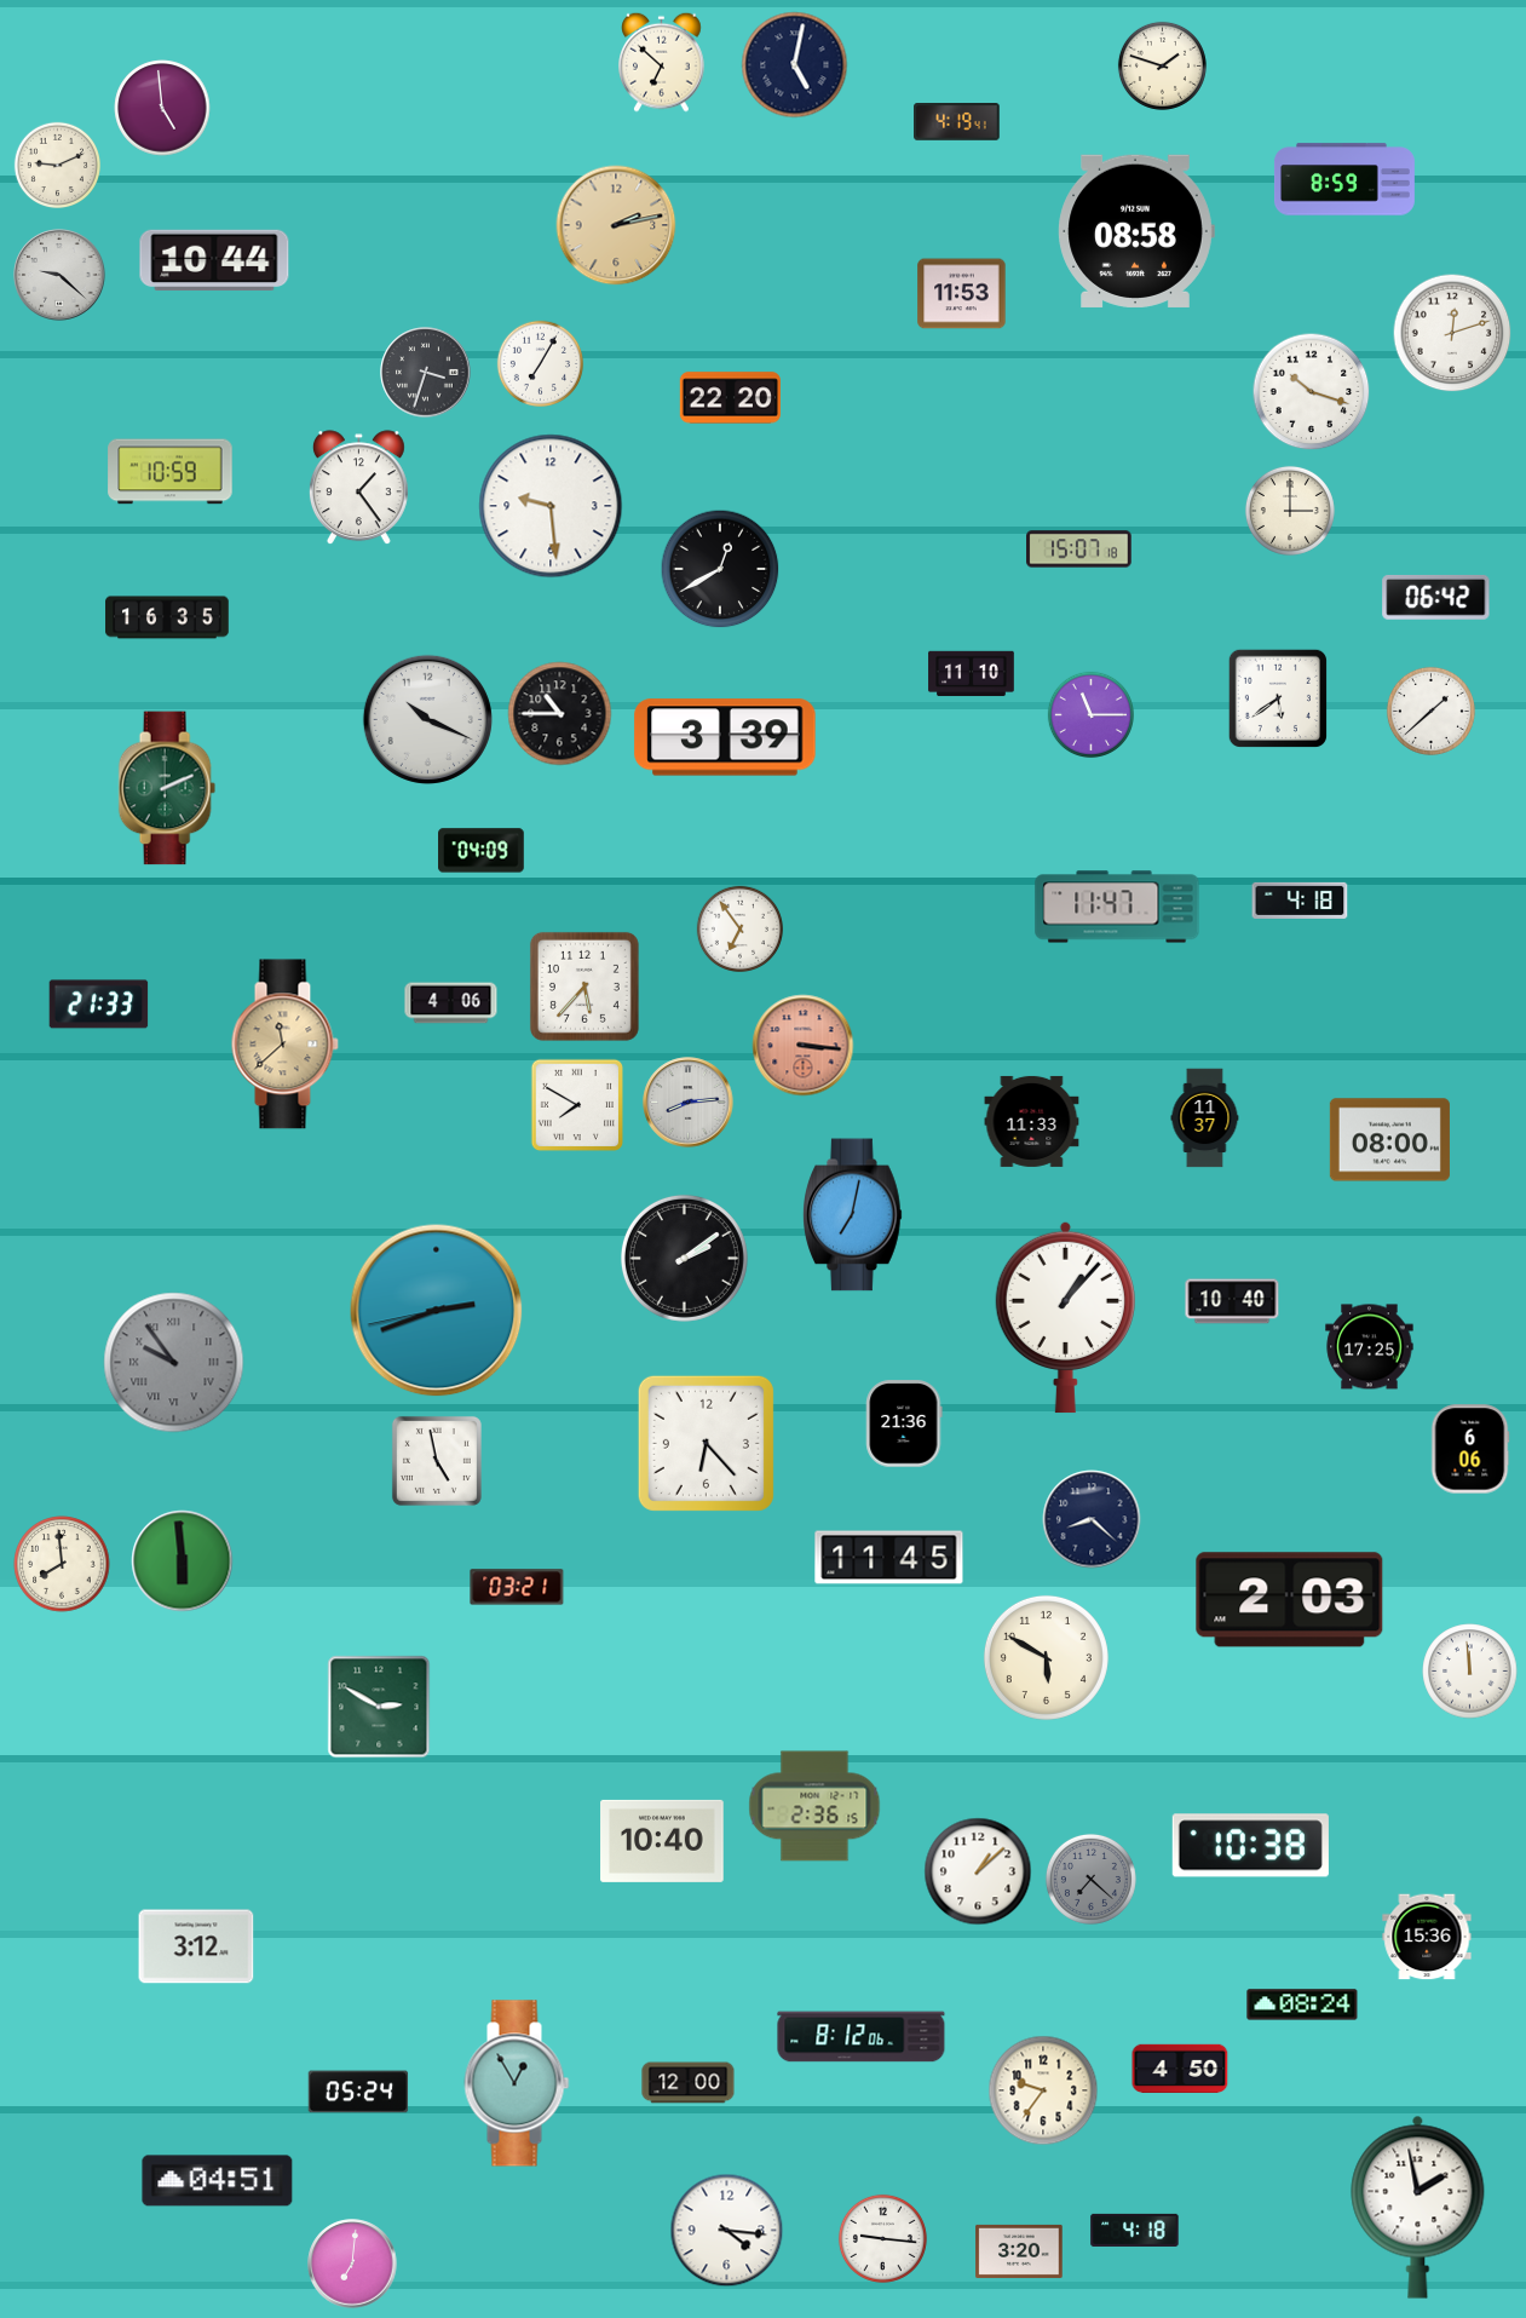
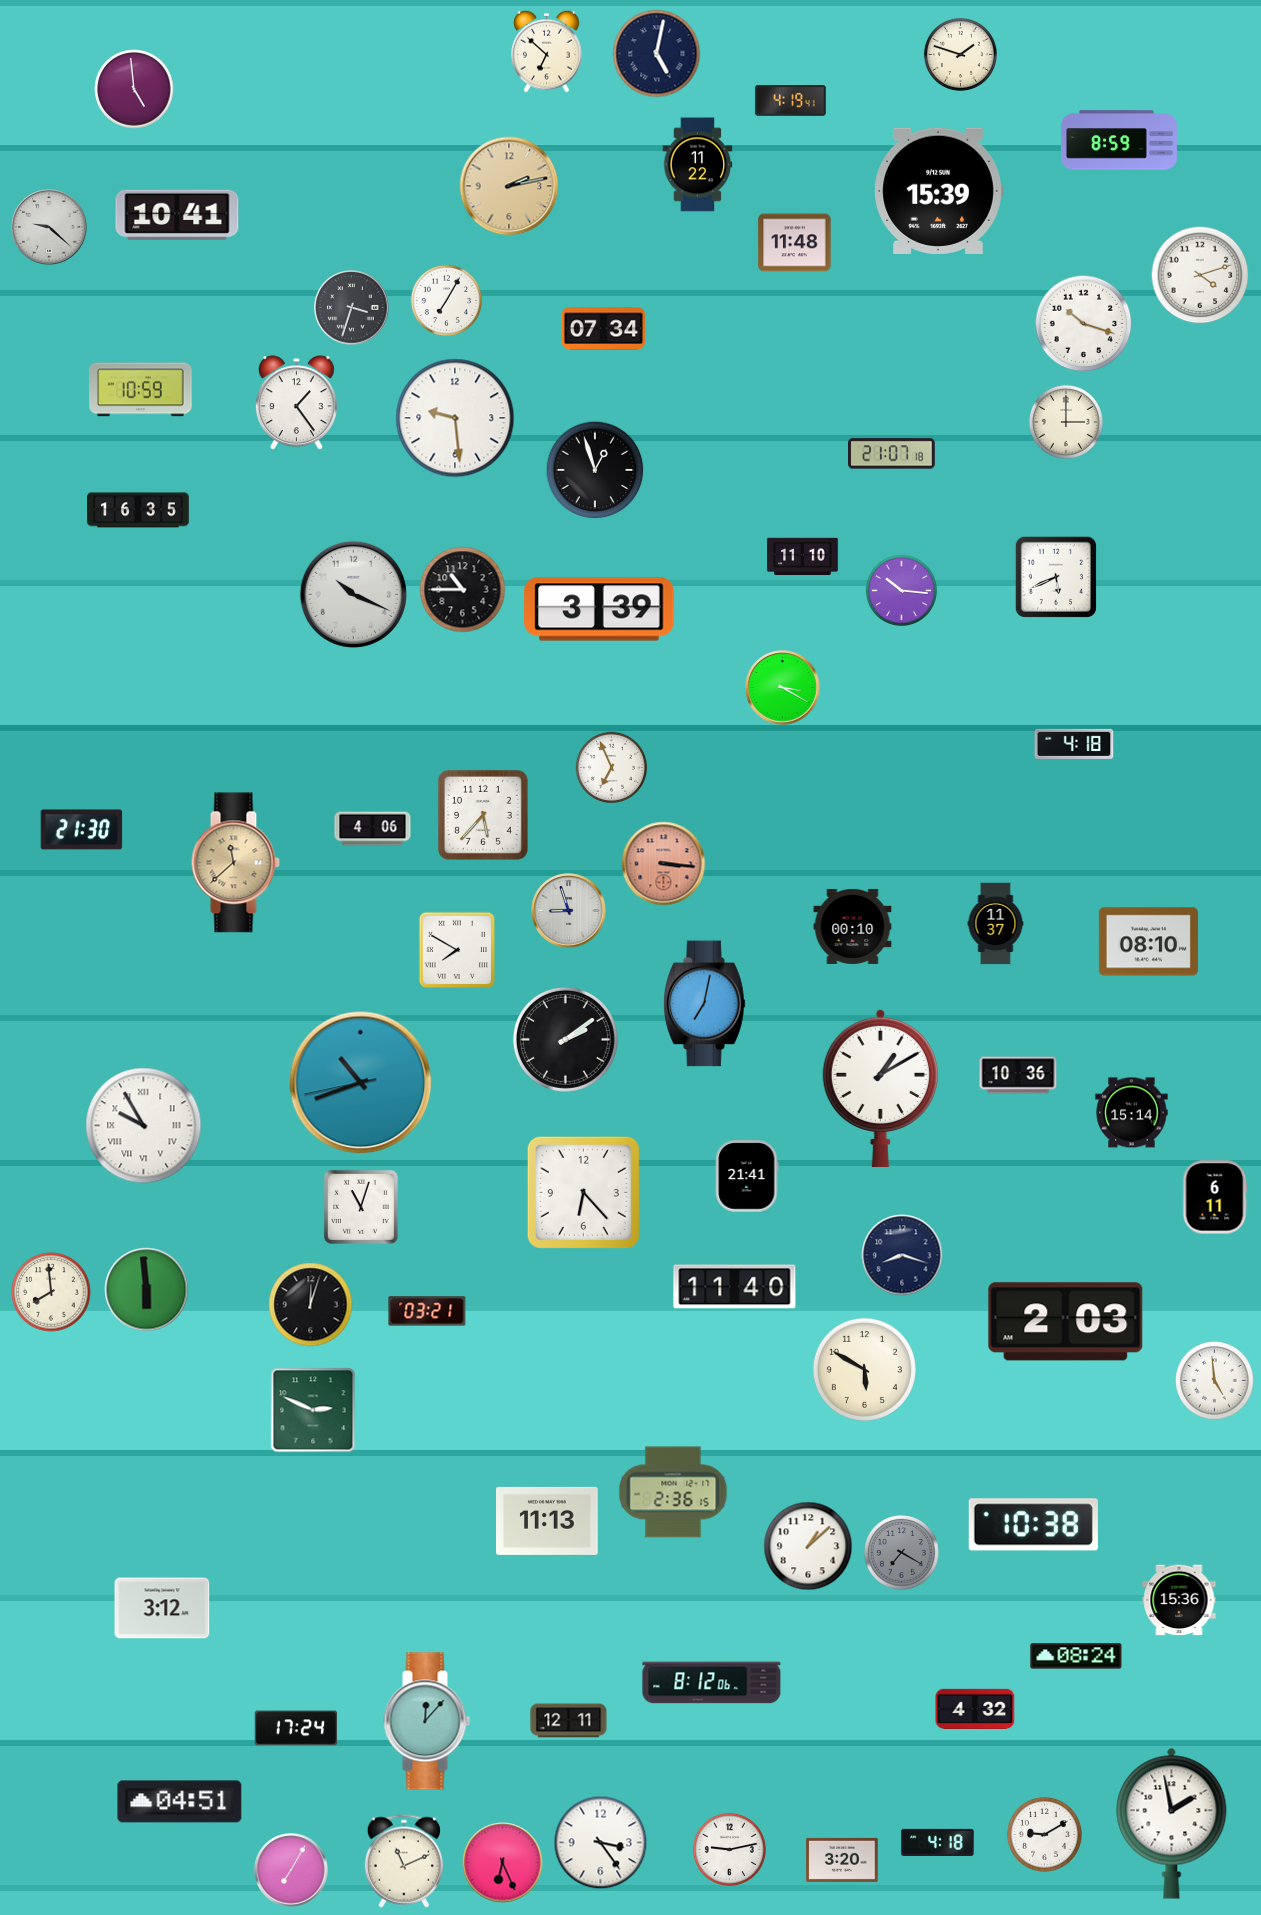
clock at (57, 165): 9:11 -> none
clock at (1344, 179) position: (1344, 179) -> (1119, 140)
clock at (698, 165): none -> 11:22
clock at (1136, 231): 08:58 -> 15:39
clock at (214, 260): 10:44 -> 10:41
clock at (962, 294): 11:53 -> 11:48
clock at (1452, 333): 12:12 -> 4:12
clock at (730, 398): 22:20 -> 07:34
clock at (1079, 550): 15:07 -> 21:07
clock at (720, 569): 12:40 -> 12:57
clock at (1436, 597): 06:42 -> none
clock at (1277, 697): 5:39 -> 5:41
clock at (1430, 711): 1:38 -> none
clock at (1090, 714): 11:15 -> 10:16
clock at (167, 788): 2:11 -> none
clock at (783, 688): none -> 3:20
clock at (482, 851): 04:09 -> none
clock at (1117, 907): 11:47 -> none
clock at (739, 928): 6:54 -> 6:56
clock at (99, 1005): 21:33 -> 21:30
clock at (689, 1103): 8:14 -> 8:57
clock at (576, 1104) position: (576, 1104) -> (456, 949)
clock at (1032, 1121): 11:33 -> 00:10
clock at (1389, 1140): 08:00 -> 08:10
clock at (1232, 1301): 10:40 -> 10:36
clock at (437, 1311): 2:41 -> 10:41
clock at (1065, 1317): 1:07 -> 1:10
clock at (1370, 1347): 17:25 -> 15:14
clock at (174, 1363): 9:54 -> 9:55
clock at (174, 1363) dial: grey -> white
clock at (904, 1423): 21:36 -> 21:41
clock at (1470, 1449): 6:06 -> 6:11
clock at (437, 1461): 4:58 -> 11:03
clock at (1092, 1519): 8:22 -> 8:18
clock at (889, 1558): 11:45 -> 11:40
clock at (183, 1561) position: (183, 1561) -> (147, 1290)
clock at (311, 1305): none -> 12:03
clock at (1470, 1672): 11:59 -> 4:59
clock at (379, 1707): 2:50 -> 2:49
clock at (662, 1841): 10:40 -> 11:13
clock at (1090, 1879): 7:22 -> 7:20
clock at (1180, 2067): 4:50 -> 4:32
clock at (517, 2083): 12:55 -> 12:07
clock at (689, 2083): 12:00 -> 12:11
clock at (1043, 2090): 9:36 -> none
clock at (358, 2092): 05:24 -> 17:24
clock at (1044, 1834): none -> 9:10
clock at (727, 2231): 4:16 -> 3:24
clock at (882, 2238): 9:16 -> 9:13
clock at (403, 1861): none -> 11:11
clock at (503, 1863): none -> 6:26
clock at (352, 2264): 7:01 -> 7:05
